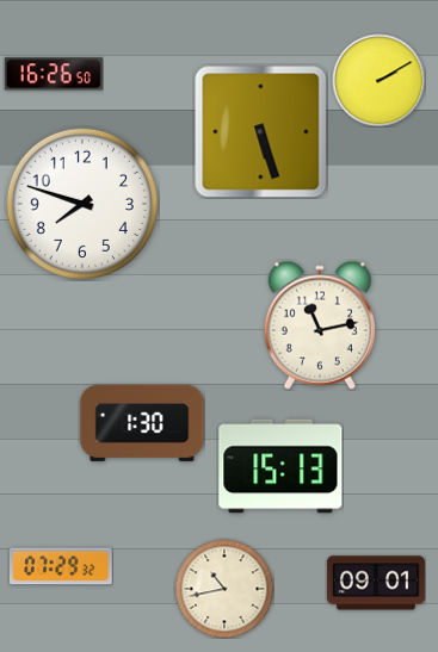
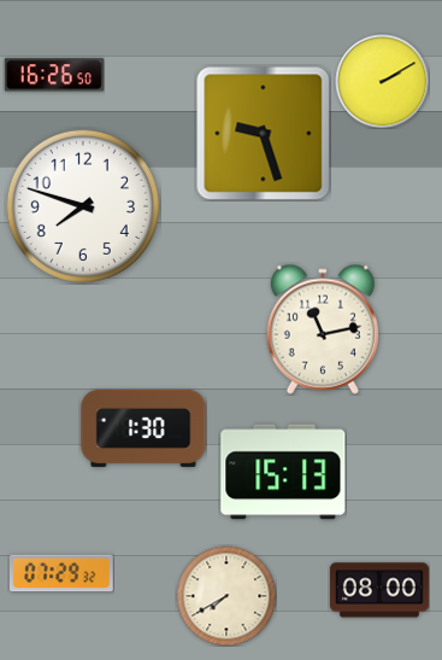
clock at (260, 131): 5:27 -> 9:27
clock at (376, 583): 09:01 -> 08:00
clock at (224, 589): 10:43 -> 7:40
